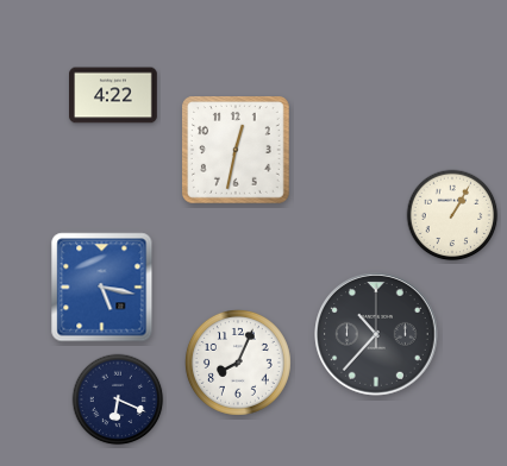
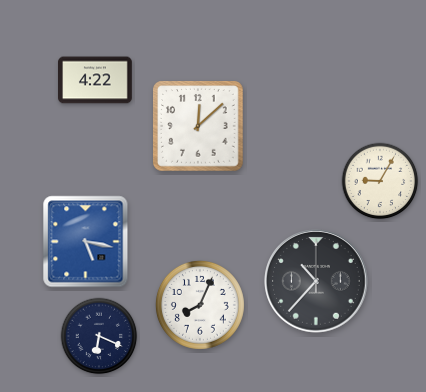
clock at (237, 151): 12:32 -> 12:08
clock at (452, 215): 1:05 -> 9:05
